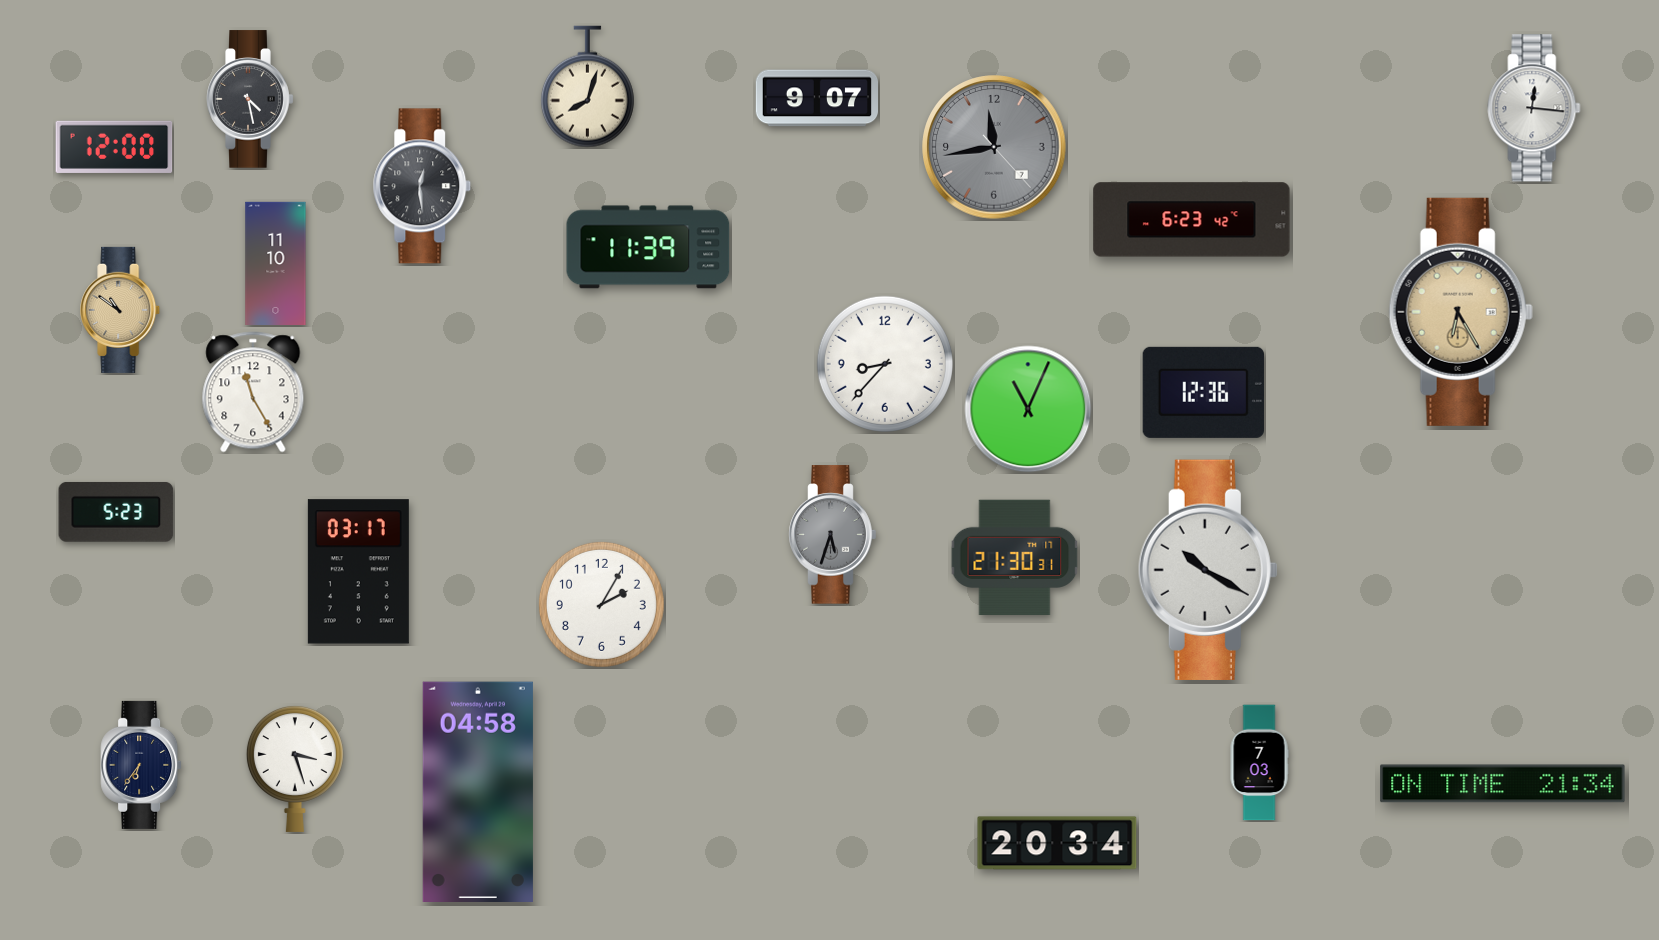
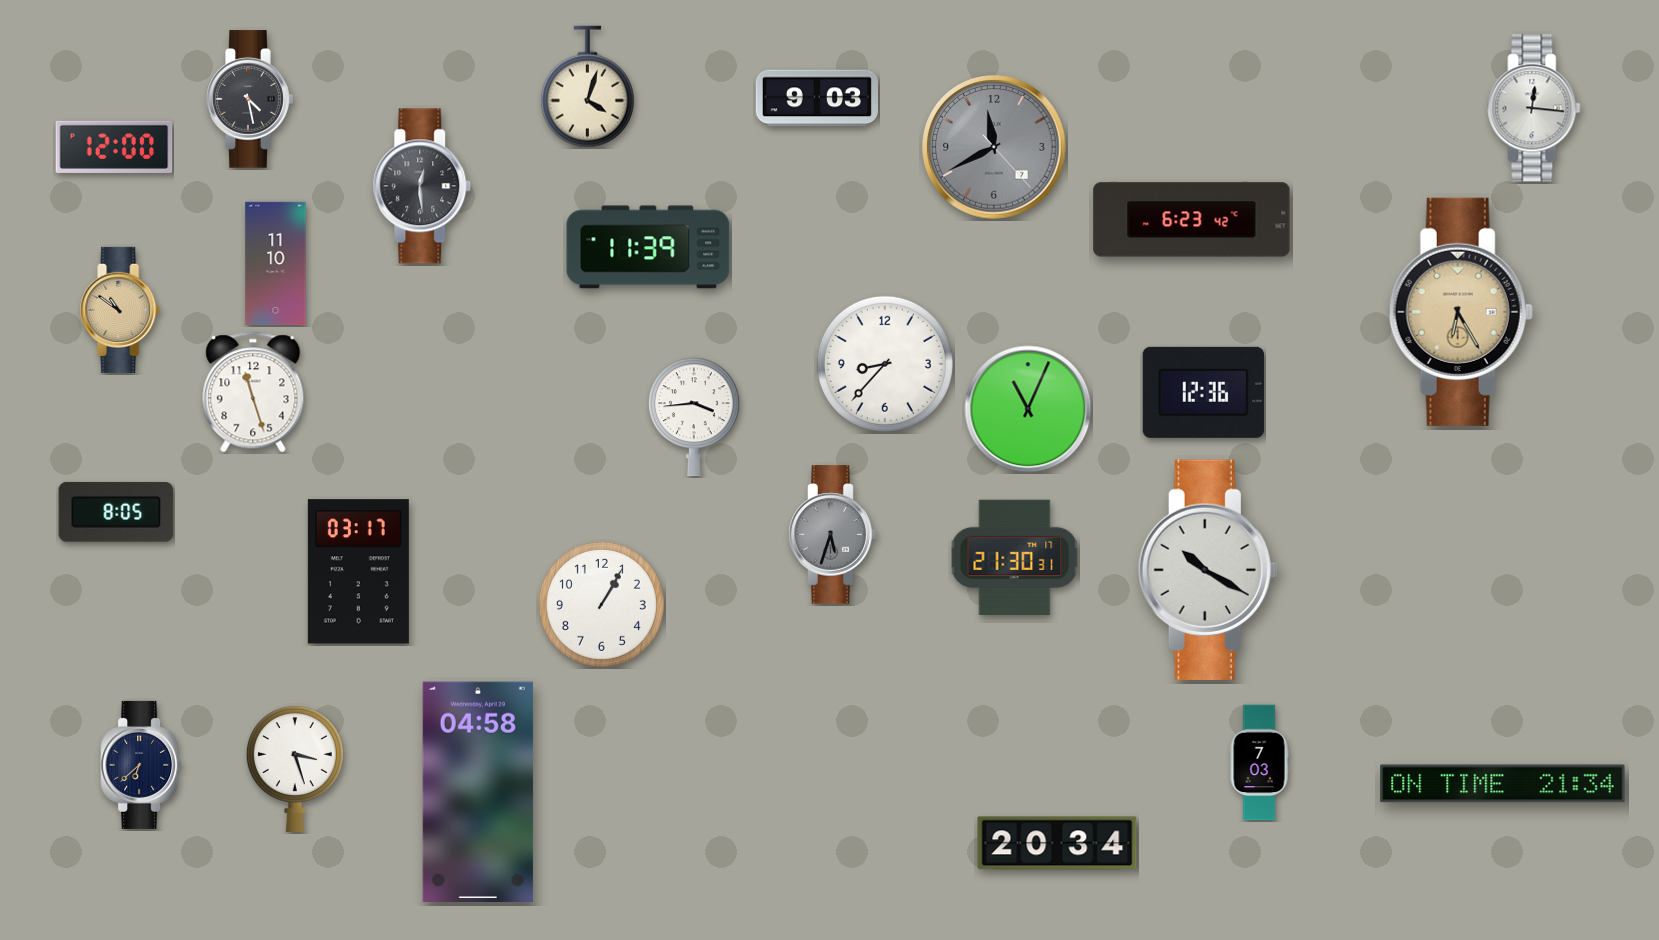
clock at (587, 87): 8:03 -> 4:03
clock at (816, 98): 9:07 -> 9:03
clock at (994, 147): 11:43 -> 11:40
clock at (253, 392): 11:25 -> 11:27
clock at (694, 417): none -> 3:44
clock at (116, 512): 5:23 -> 8:05
clock at (601, 604): 2:05 -> 1:05
clock at (141, 765): 6:36 -> 6:38
